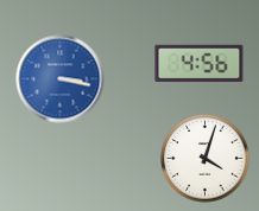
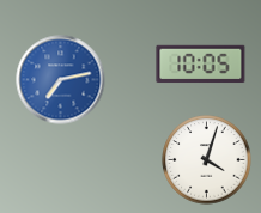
clock at (200, 64): 4:56 -> 10:05
clock at (61, 79): 3:17 -> 7:13
